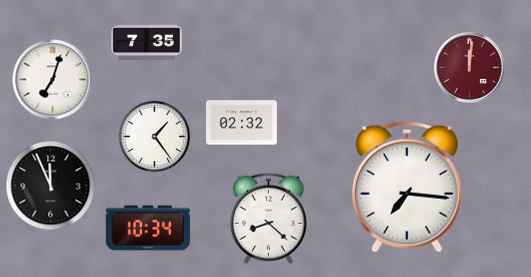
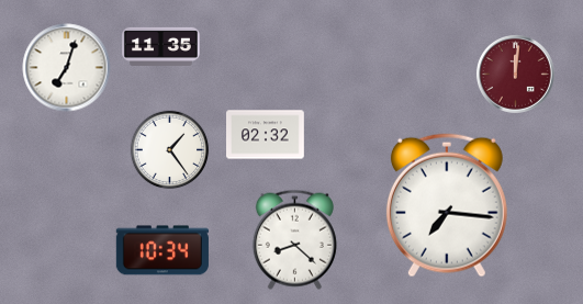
clock at (147, 42): 7:35 -> 11:35
clock at (53, 80) position: (53, 80) -> (67, 68)
clock at (51, 186): 11:56 -> none
